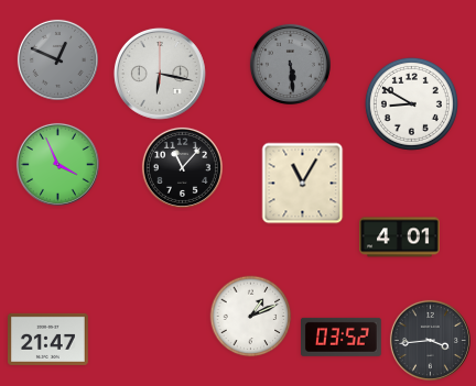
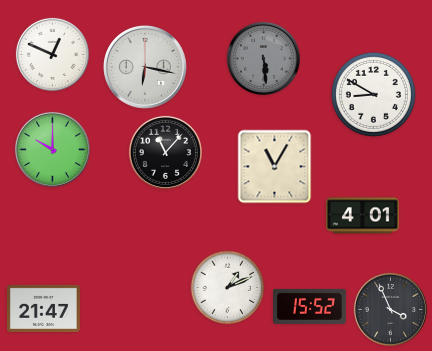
clock at (57, 59) dial: grey -> white
clock at (57, 164): 3:56 -> 10:00
clock at (342, 337): 03:52 -> 15:52
clock at (430, 340): 3:44 -> 3:56
